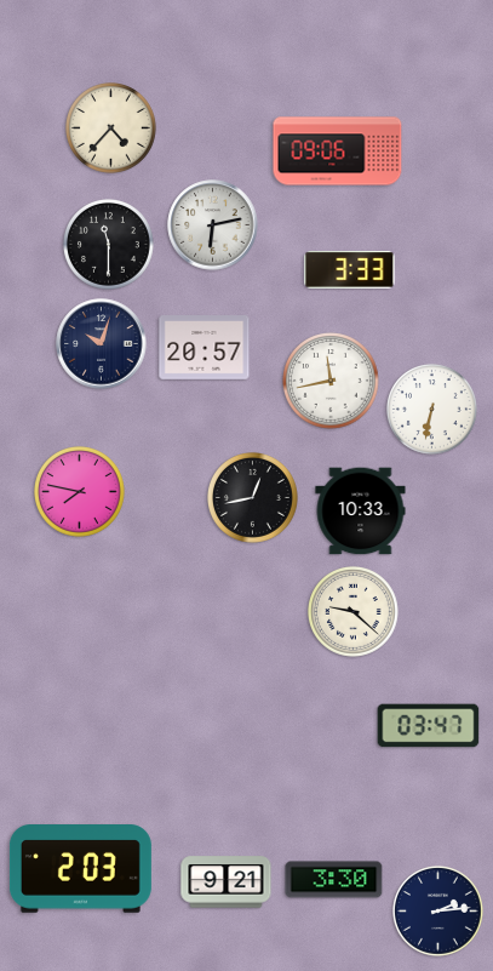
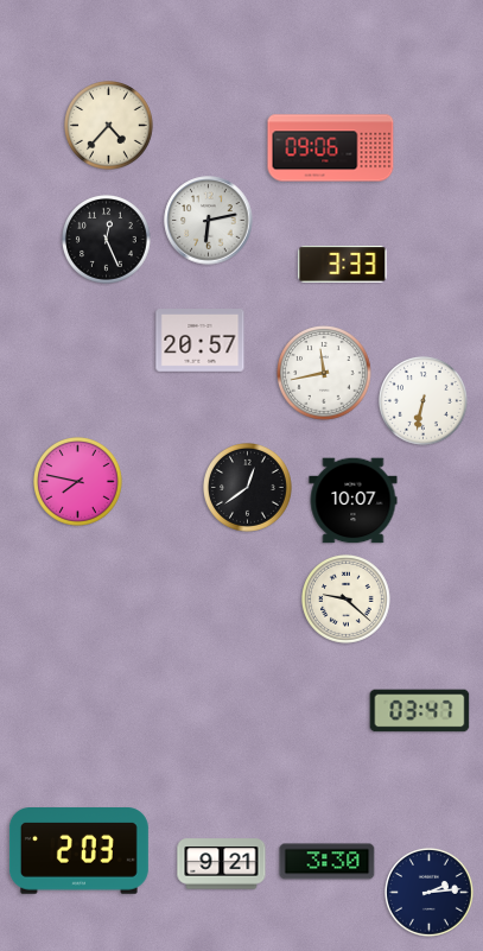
clock at (109, 245): 11:30 -> 12:26
clock at (102, 344): 10:03 -> none
clock at (253, 498): 12:43 -> 12:39
clock at (361, 512): 10:33 -> 10:07
